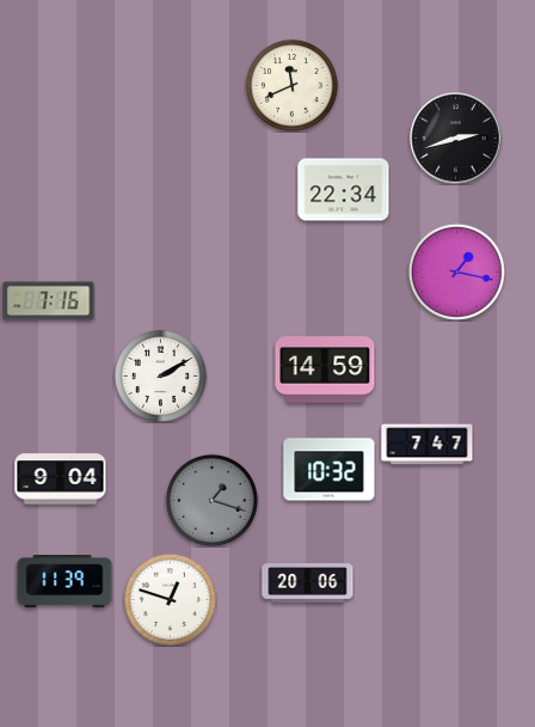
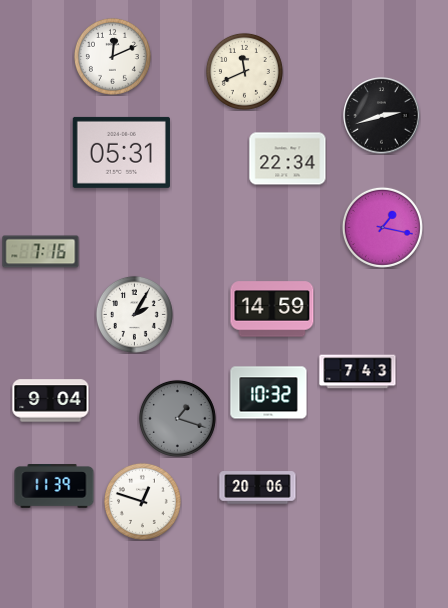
clock at (112, 56): none -> 12:11
clock at (121, 152): none -> 05:31
clock at (160, 375): 2:10 -> 2:05
clock at (428, 445): 7:47 -> 7:43
clock at (330, 470) position: (330, 470) -> (269, 393)
